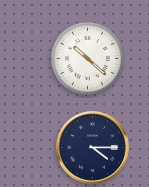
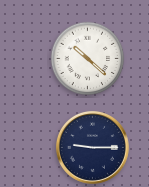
clock at (92, 147): 4:15 -> 9:15
